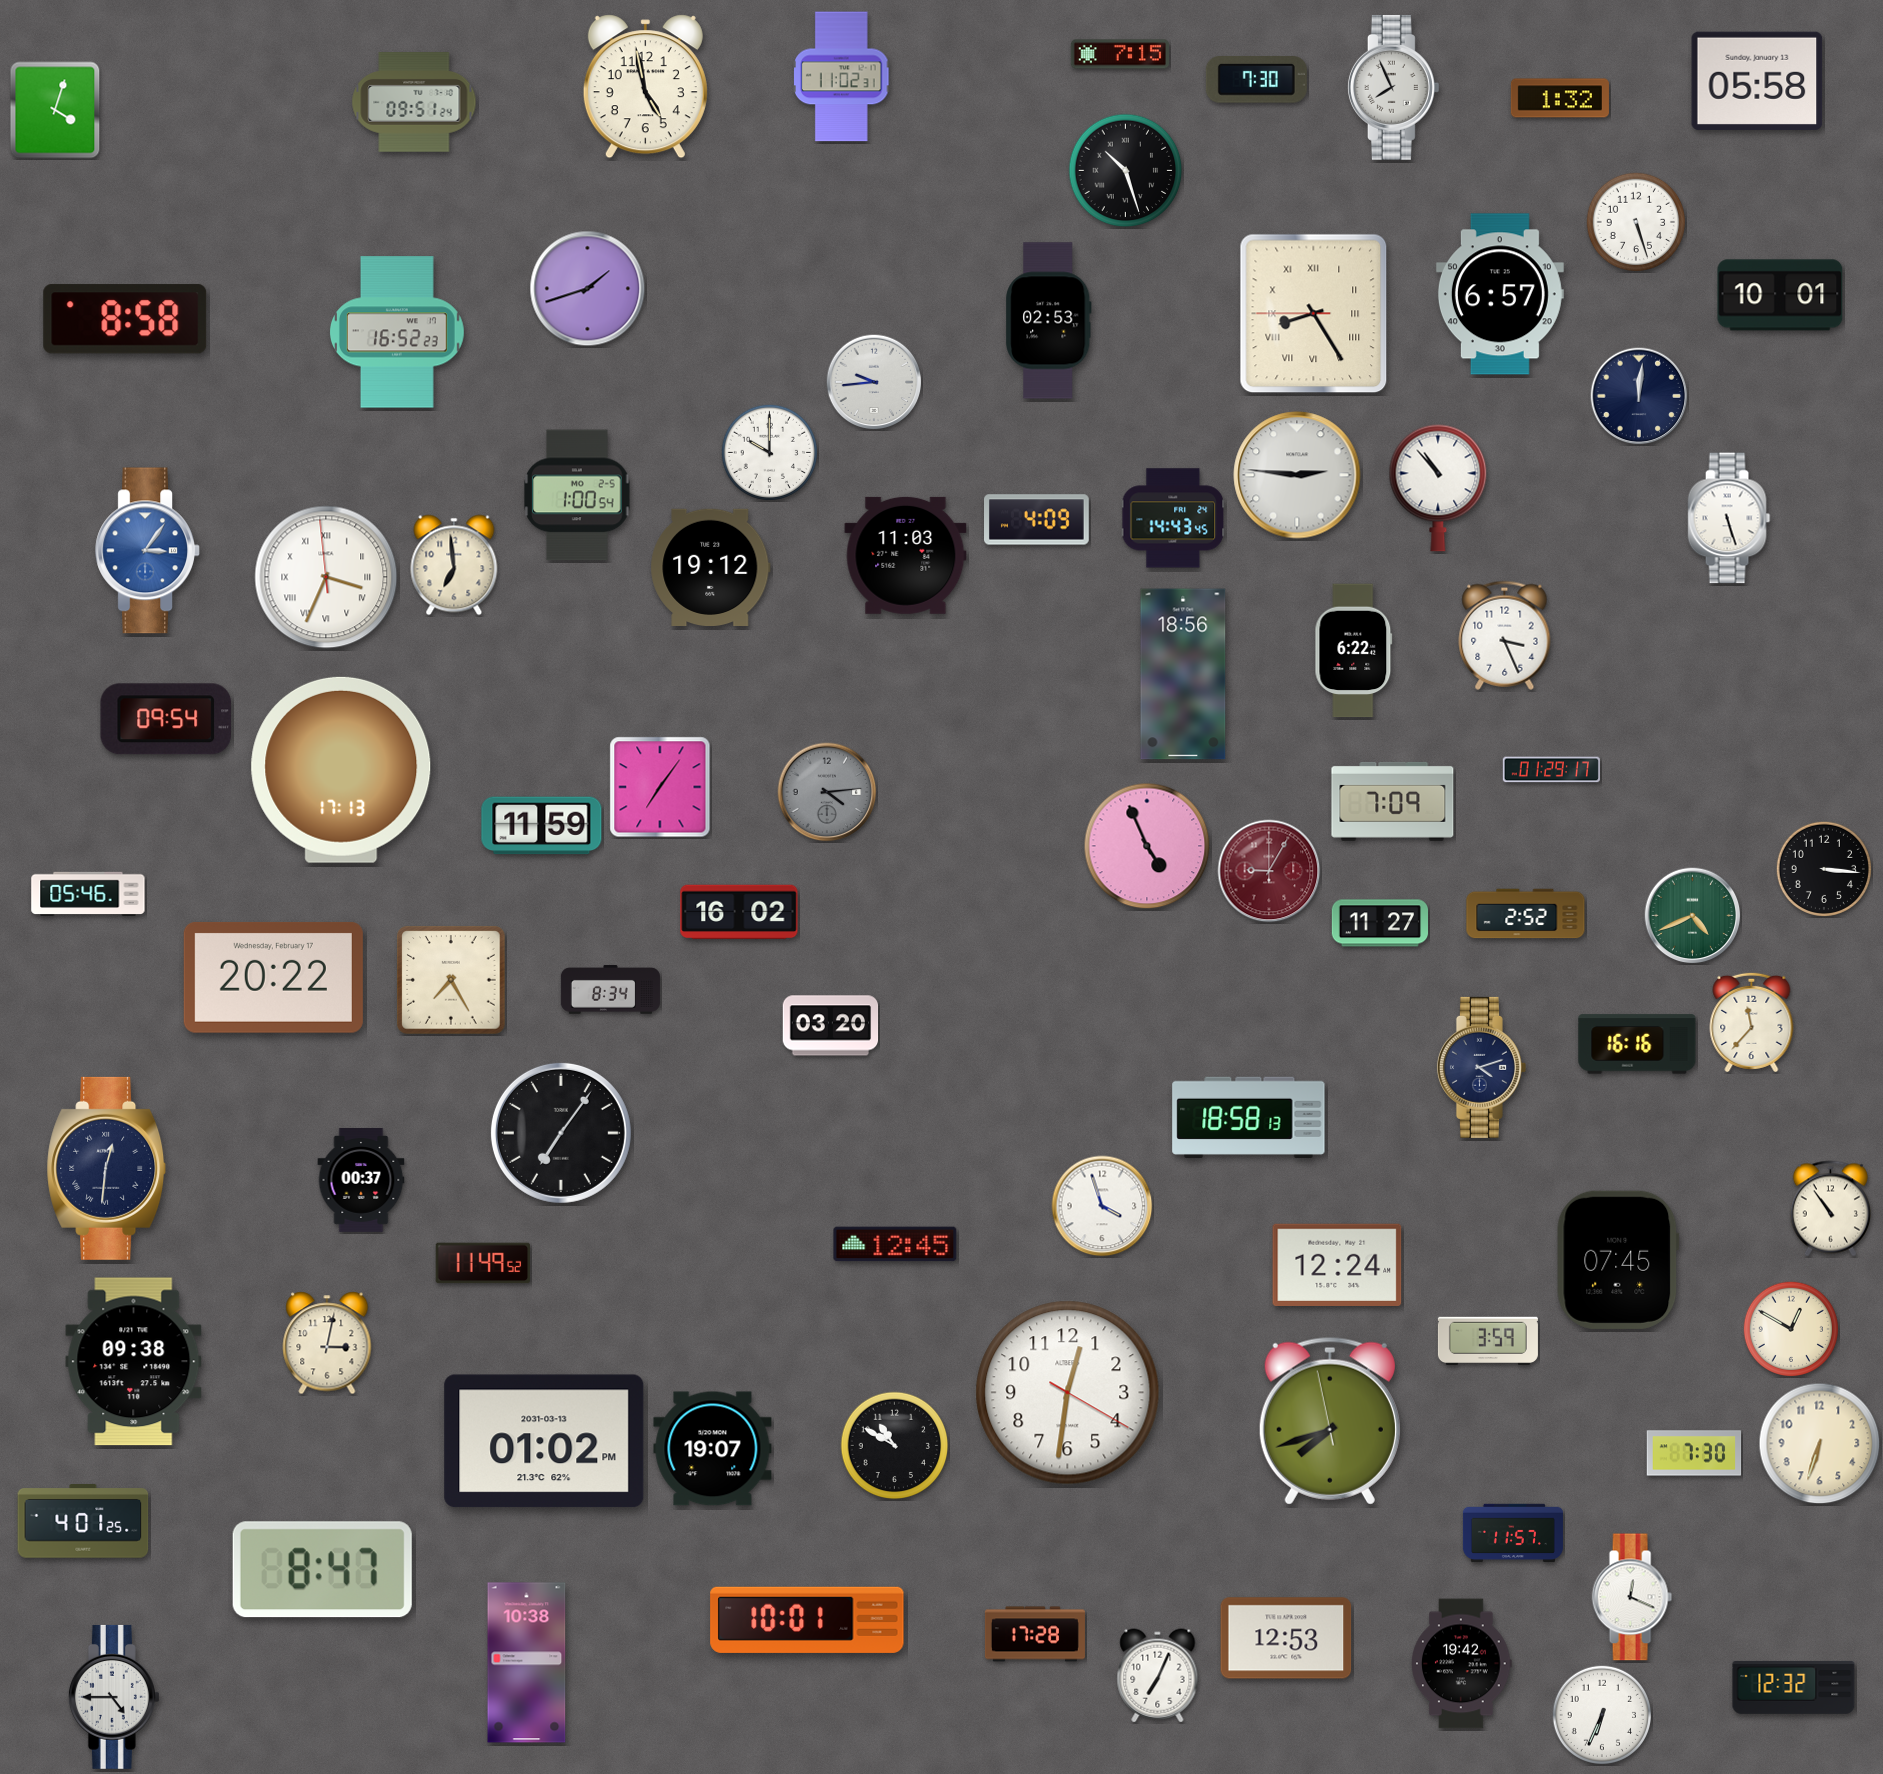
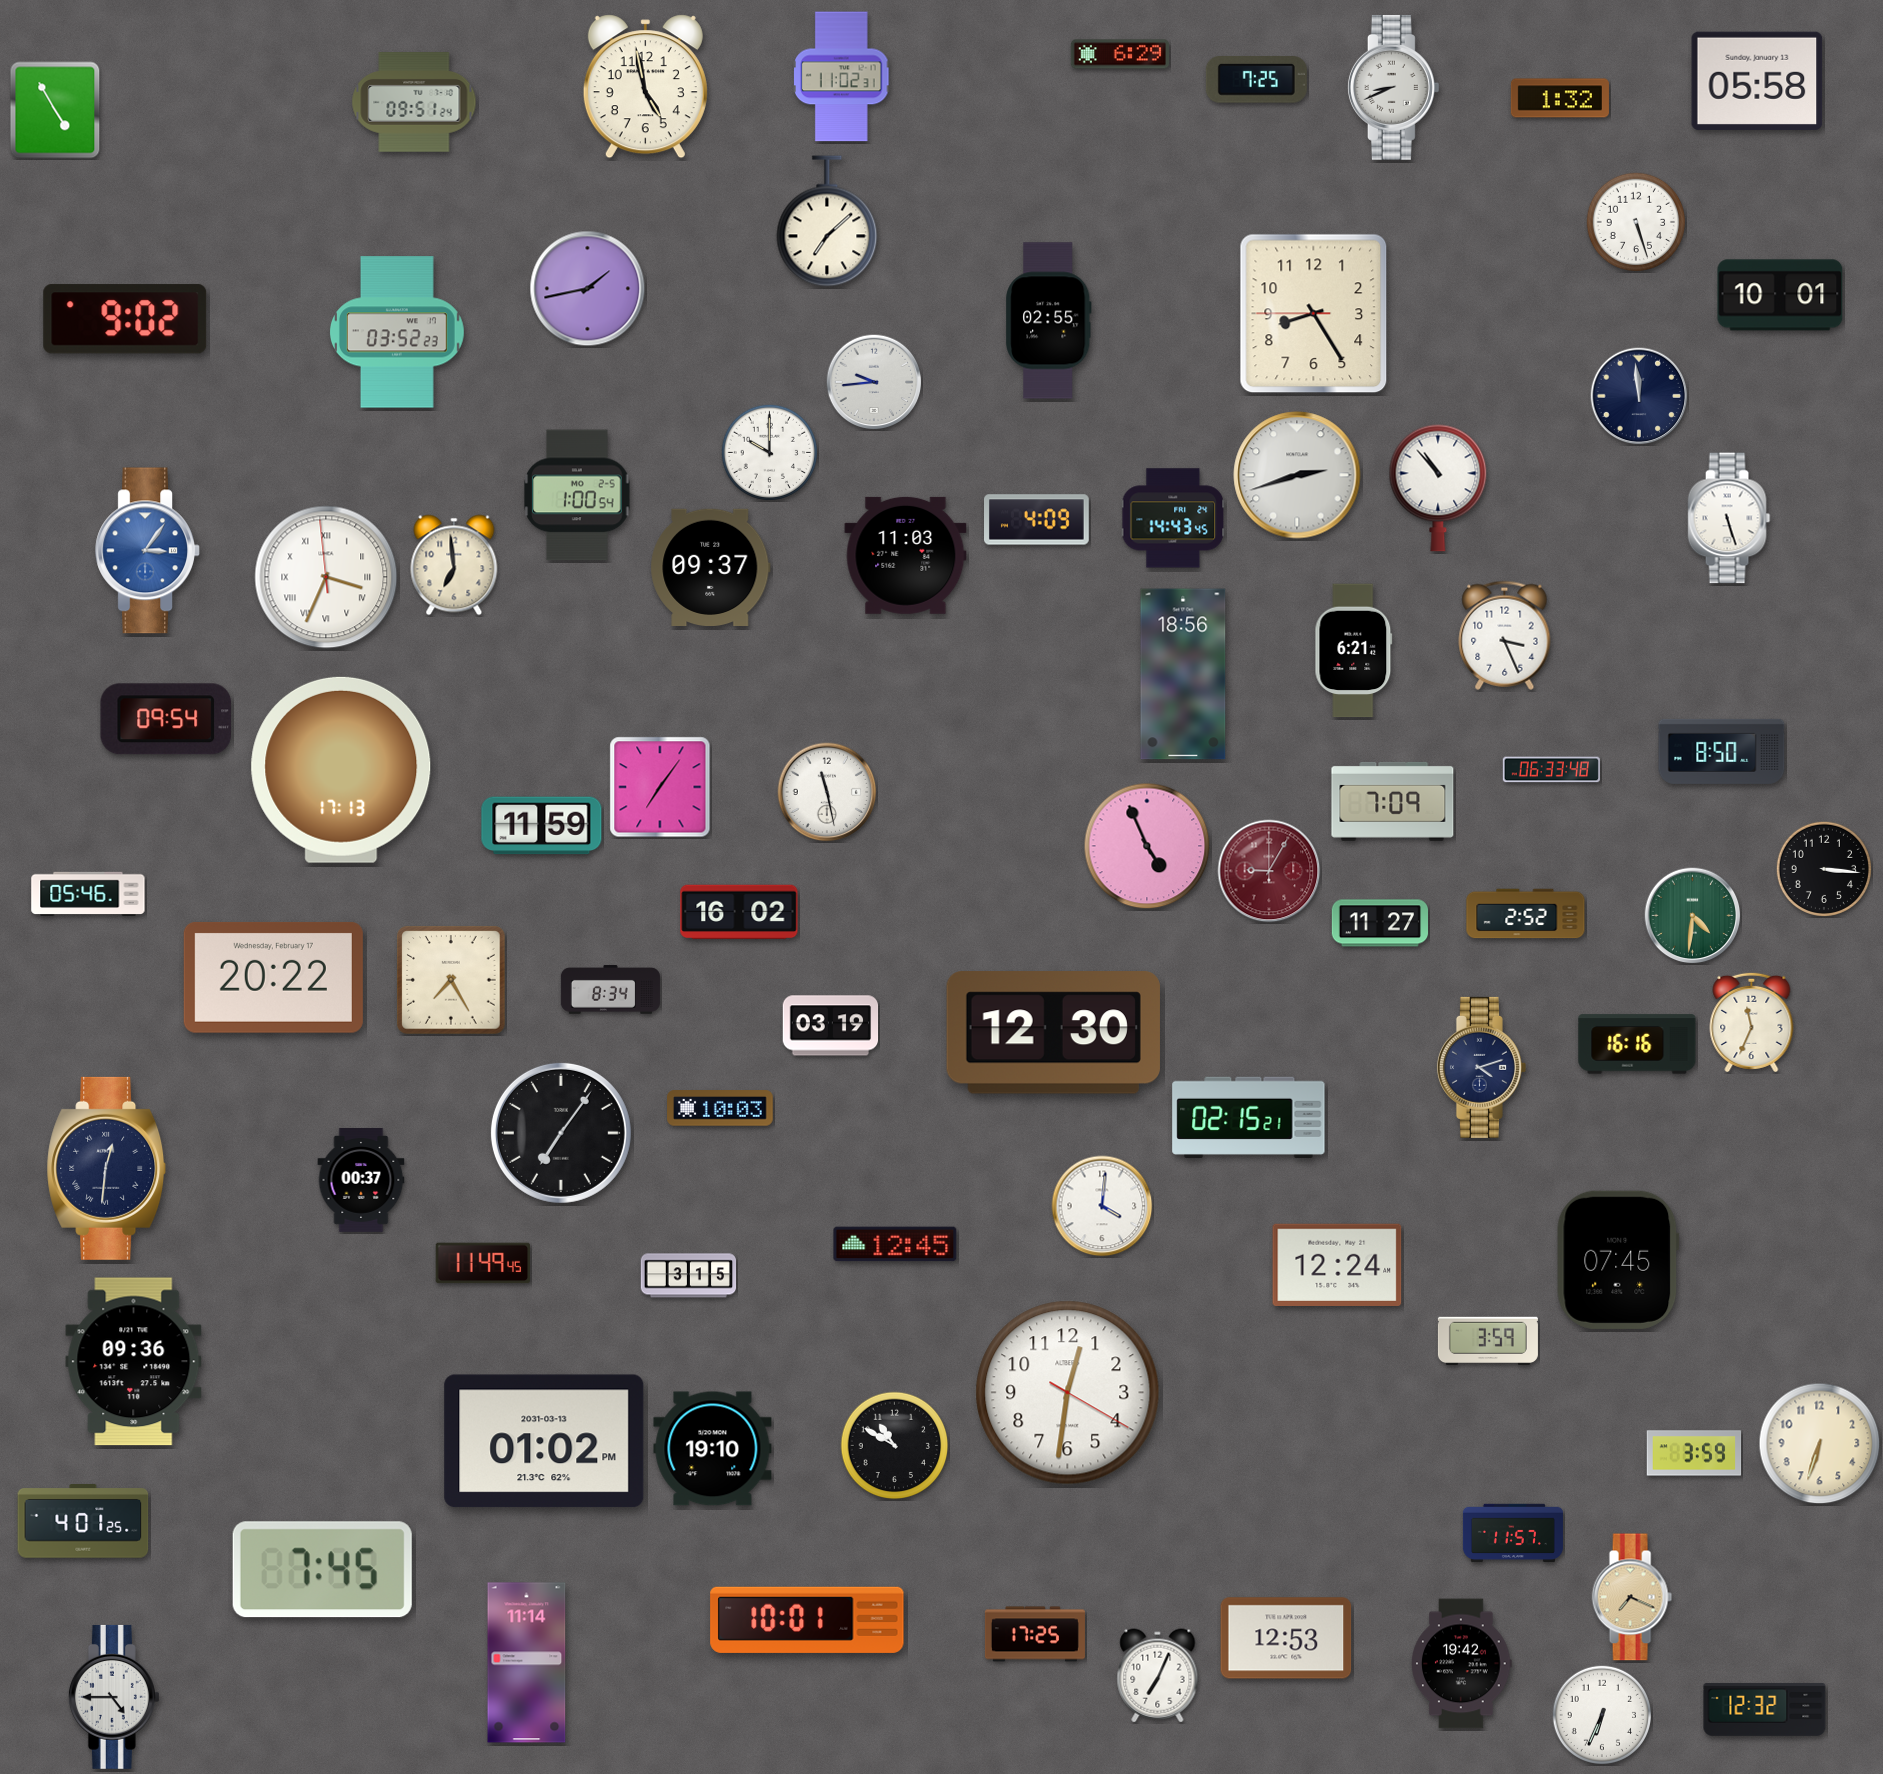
clock at (1120, 54): 7:15 -> 6:29
clock at (1256, 80): 7:30 -> 7:25
clock at (1393, 87): 7:56 -> 8:41
clock at (55, 110): 4:03 -> 4:55
clock at (1126, 171): 10:27 -> none
clock at (827, 221): none -> 7:08
clock at (588, 289): 1:42 -> 1:43
clock at (1500, 294): 6:57 -> none
clock at (1314, 314) numerals: Roman -> Arabic
clock at (125, 319): 8:58 -> 9:02
clock at (1049, 321): 02:53 -> 02:55
clock at (398, 332): 16:52 -> 03:52
clock at (1639, 396): 12:01 -> 11:59
clock at (1297, 475): 2:46 -> 2:42
clock at (711, 567): 19:12 -> 09:37
clock at (1354, 651): 6:22 -> 6:21
clock at (1722, 751): none -> 8:50
clock at (1551, 770): 01:29 -> 06:33
clock at (827, 792): 4:14 -> 11:28
clock at (827, 792) dial: grey -> white
clock at (1693, 916): 4:41 -> 4:31
clock at (1752, 1021): 11:37 -> 11:34
clock at (831, 1026): 03:20 -> 03:19
clock at (1053, 1033): none -> 12:30
clock at (720, 1108): none -> 10:03
clock at (1249, 1117): 18:58 -> 02:15
clock at (1102, 1206): 3:57 -> 4:01
clock at (1830, 1209): 10:54 -> none
clock at (483, 1263): 11:49:52 -> 11:49:45
clock at (689, 1276): none -> 3:15
clock at (1790, 1328): 12:50 -> none
clock at (327, 1343): 3:02 -> none
clock at (134, 1362): 09:38 -> 09:36
clock at (1330, 1421): 7:41 -> none
clock at (713, 1449): 19:07 -> 19:10
clock at (1694, 1453): 7:30 -> 3:59
clock at (322, 1570): 8:47 -> 7:45
clock at (1632, 1597): 12:19 -> 7:19
clock at (1632, 1597) dial: white -> champagne
clock at (1035, 1634): 17:28 -> 17:25
clock at (527, 1663): 10:38 -> 11:14
clock at (1794, 1688) position: (1794, 1688) -> (1765, 1710)
